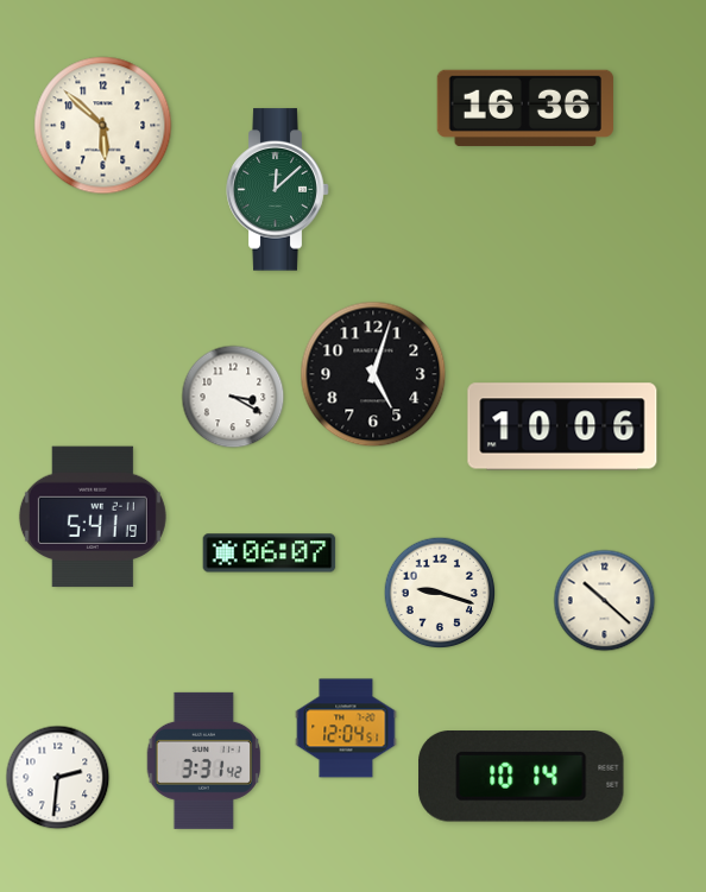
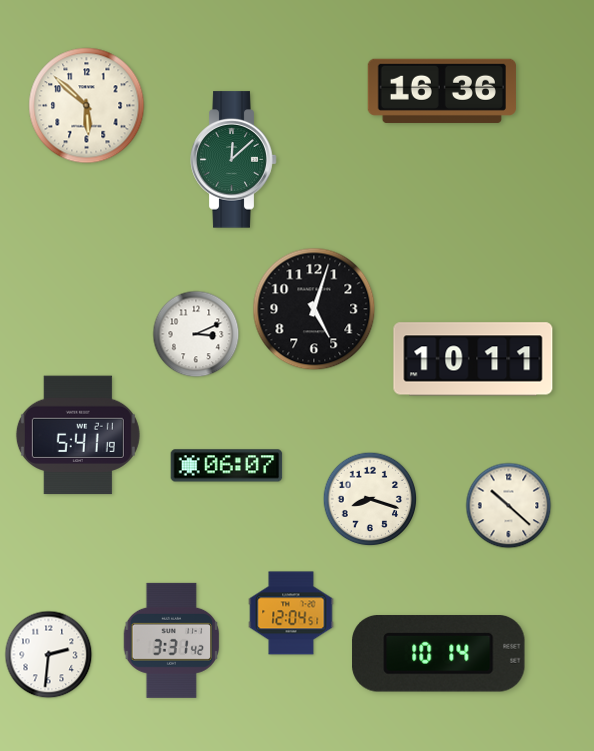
clock at (373, 374) position: (373, 374) -> (314, 309)
clock at (233, 397): 3:20 -> 3:11
clock at (562, 426): 10:06 -> 10:11
clock at (440, 593): 9:18 -> 8:18
